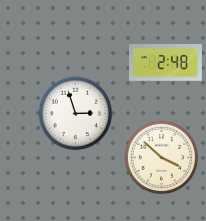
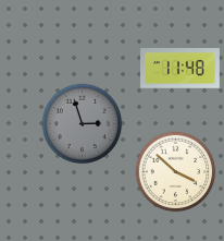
clock at (166, 63): 2:48 -> 11:48
clock at (76, 114) dial: white -> grey
